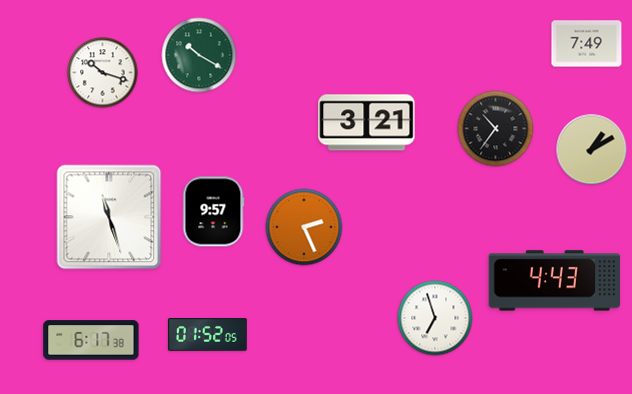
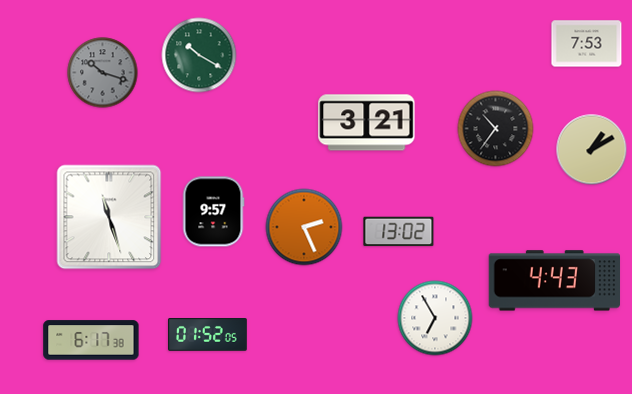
clock at (587, 44): 7:49 -> 7:53
clock at (103, 73) dial: white -> grey
clock at (399, 232): none -> 13:02
clock at (435, 318): 6:57 -> 6:55
